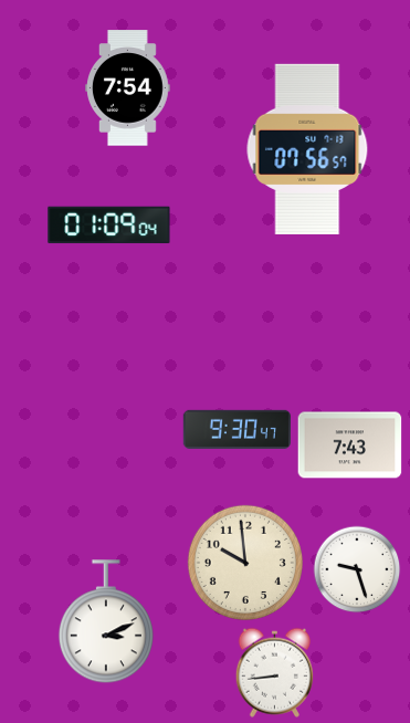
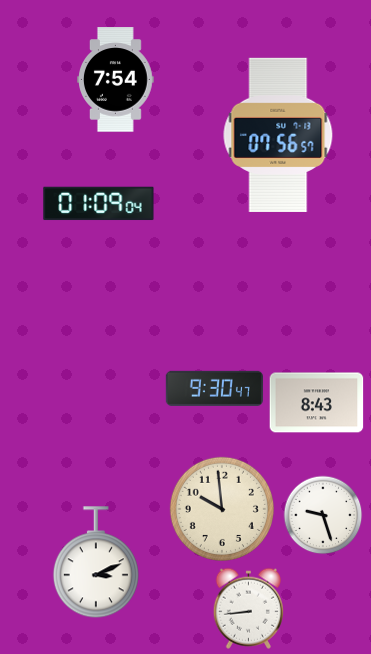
clock at (350, 446): 7:43 -> 8:43
